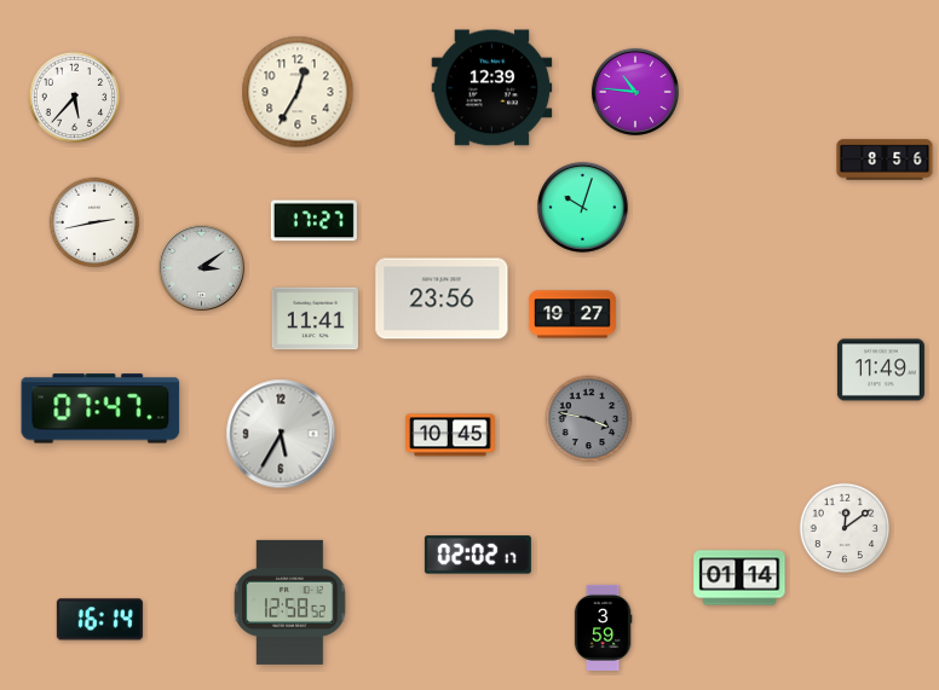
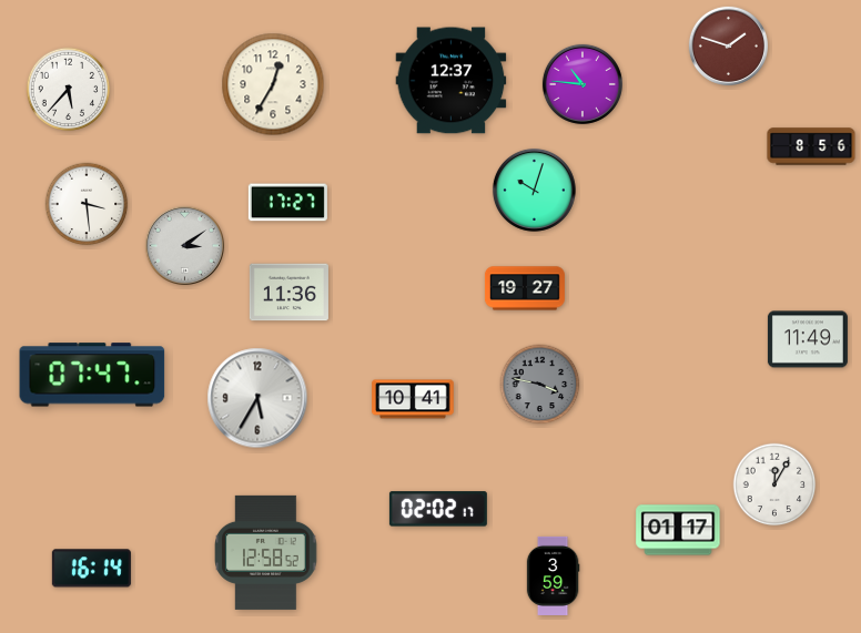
clock at (728, 45): none -> 1:48
clock at (492, 88): 12:39 -> 12:37
clock at (94, 222): 2:43 -> 3:29
clock at (442, 298): 23:56 -> none
clock at (315, 319): 11:41 -> 11:36
clock at (450, 435): 10:45 -> 10:41
clock at (845, 528): 12:09 -> 12:05
clock at (739, 578): 01:14 -> 01:17
